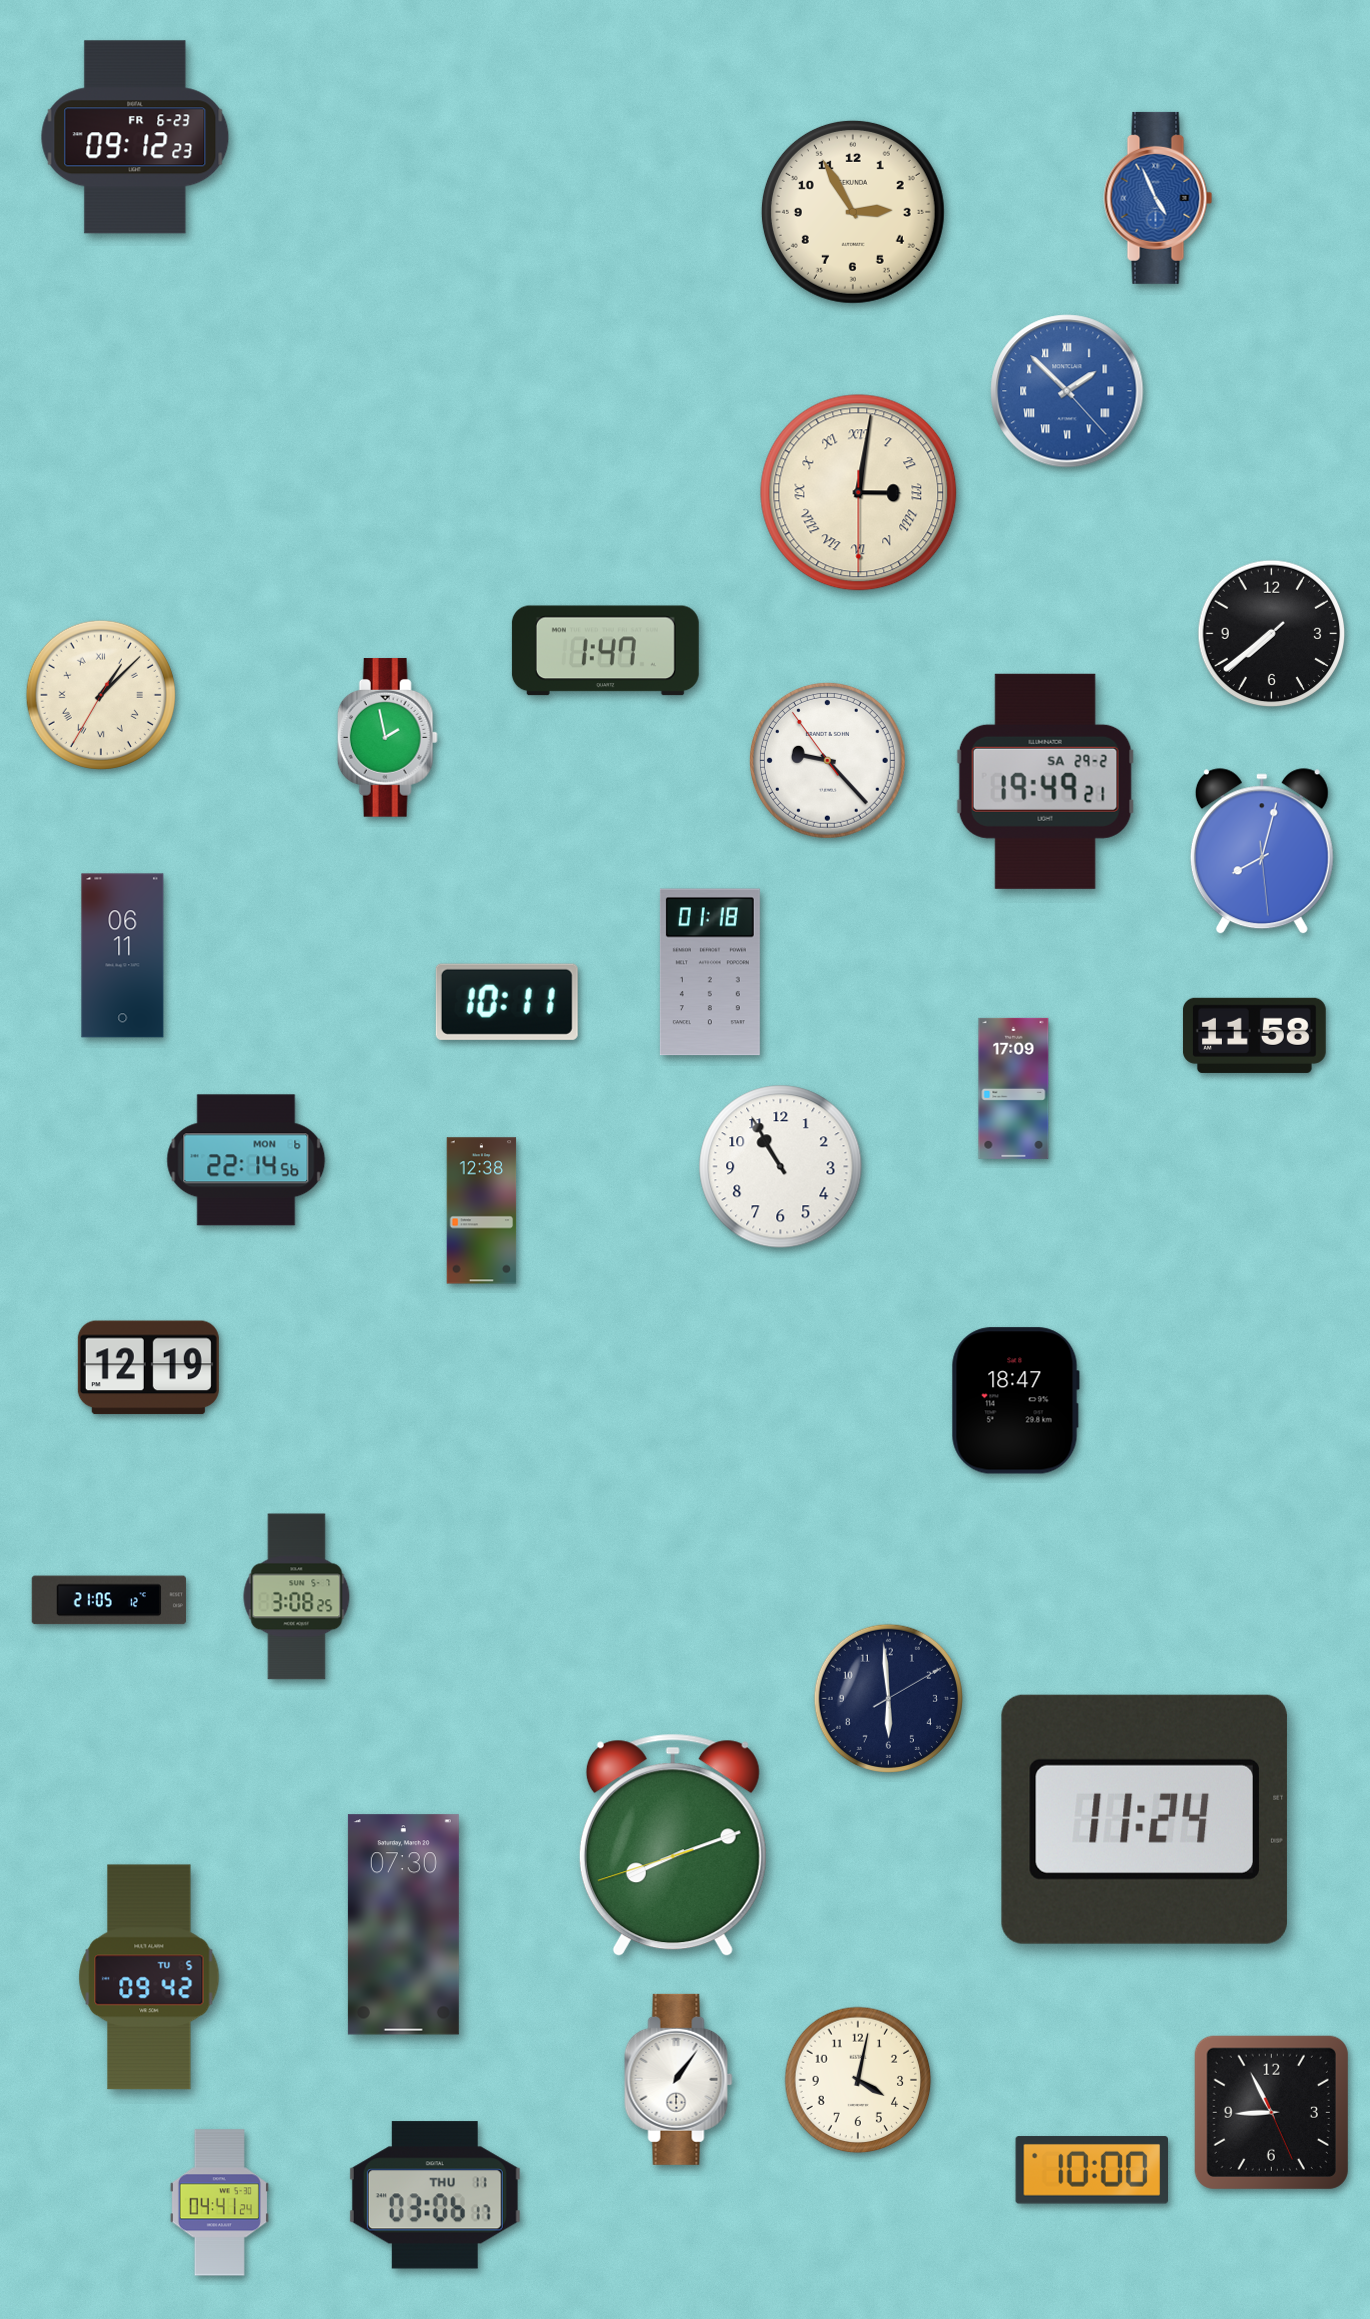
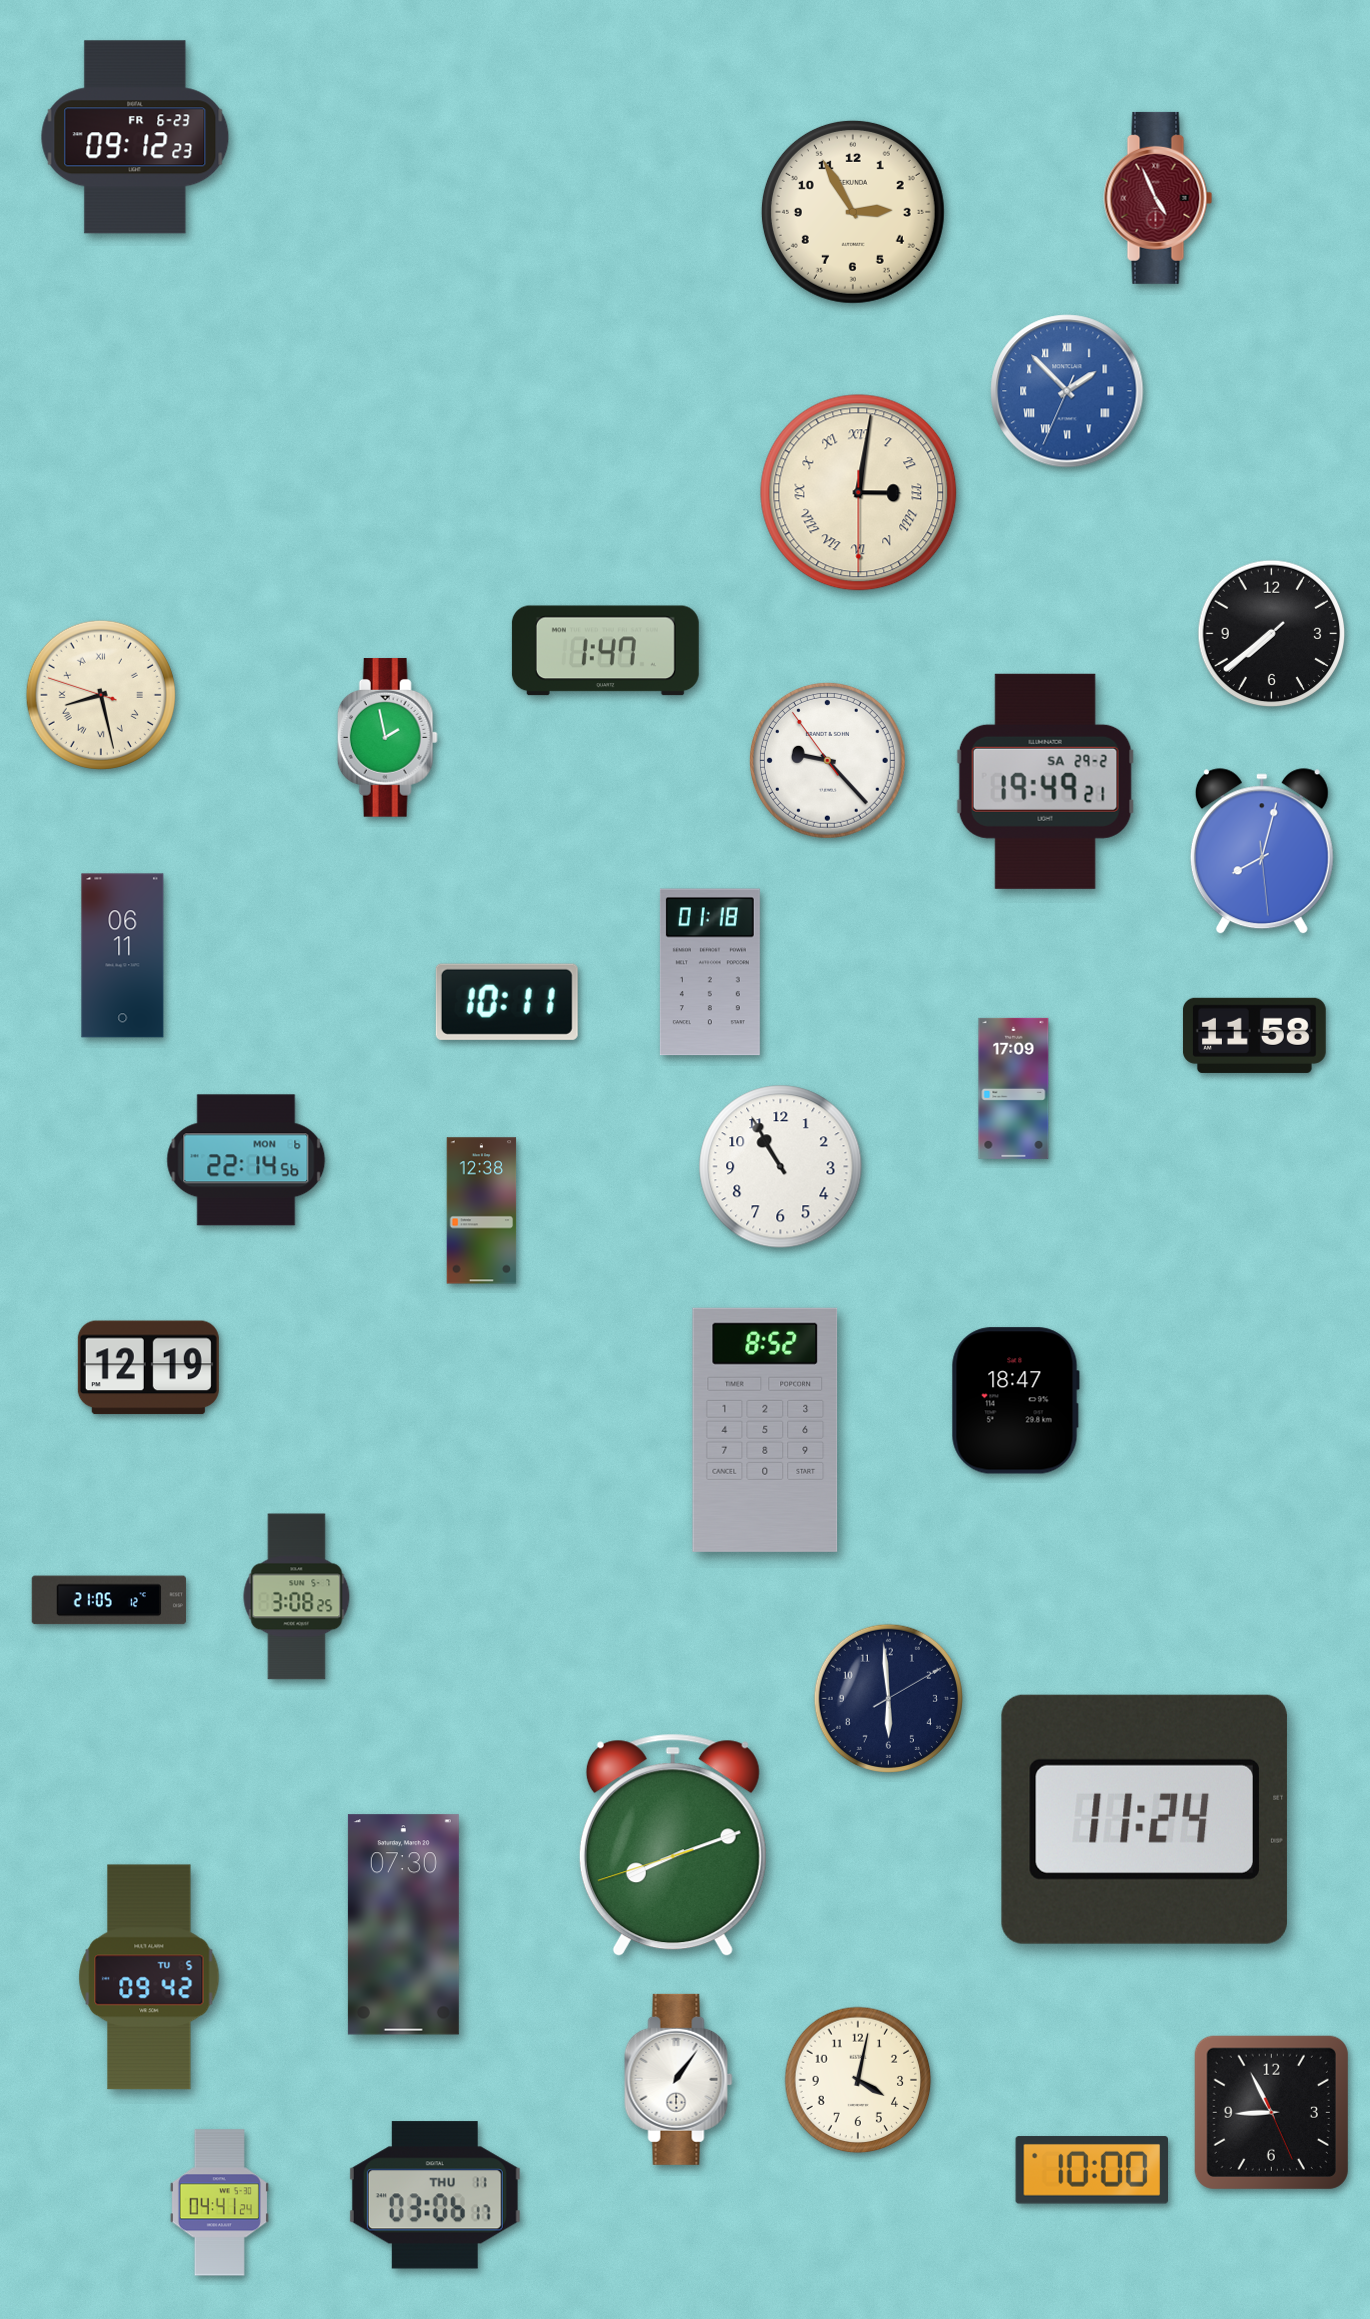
clock at (1158, 198) dial: blue -> burgundy
clock at (1067, 391): 1:52:23 -> 1:52:34
clock at (101, 695): 1:07 -> 8:27
clock at (765, 1430): none -> 8:52
